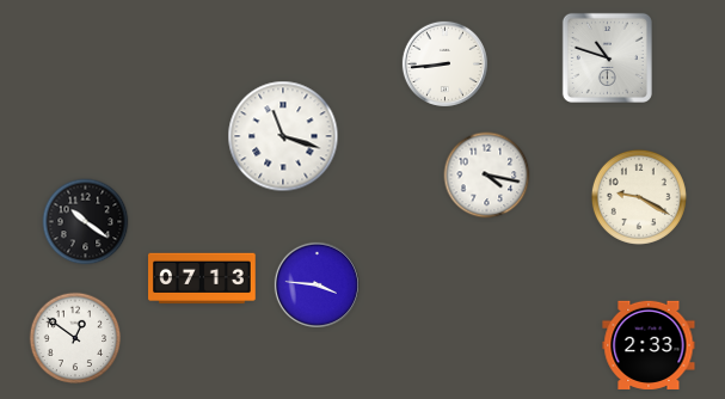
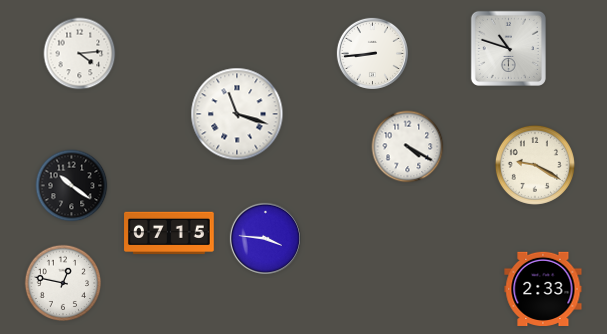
clock at (80, 54): none -> 4:14
clock at (487, 176): 4:17 -> 4:20
clock at (202, 278): 07:13 -> 07:15
clock at (75, 338): 12:51 -> 12:47
